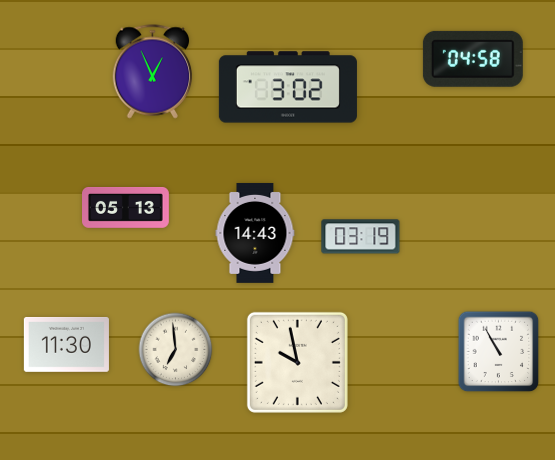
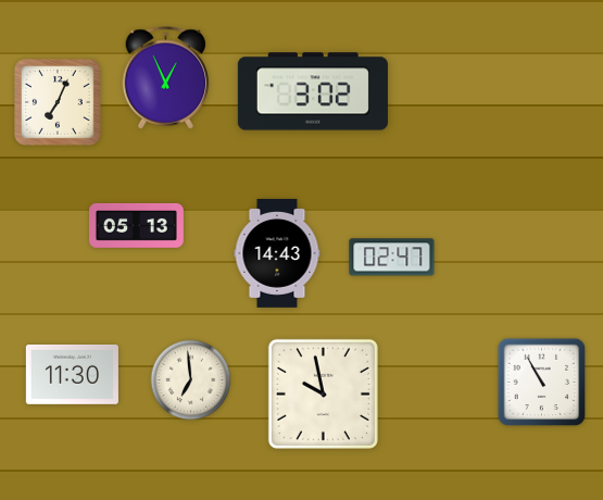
clock at (473, 59): 04:58 -> none
clock at (288, 87) position: (288, 87) -> (313, 91)
clock at (59, 103): none -> 7:04
clock at (361, 237): 03:19 -> 02:47
